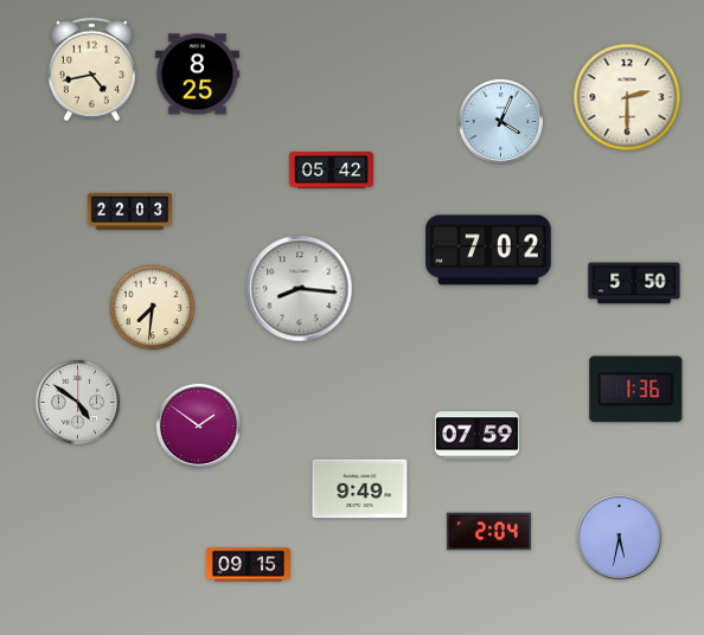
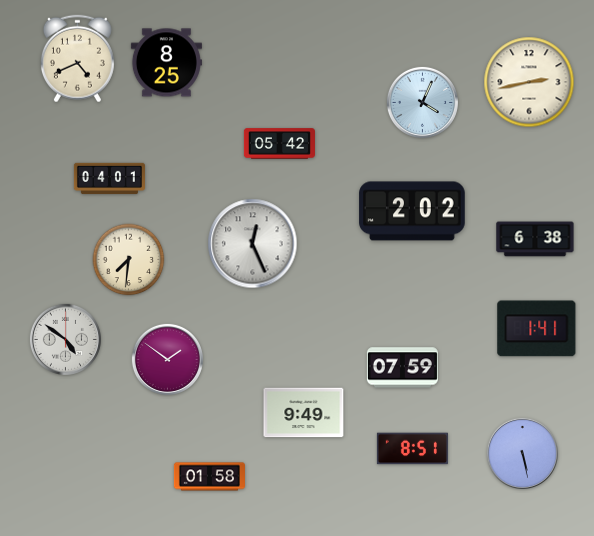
clock at (91, 70): 4:43 -> 4:41
clock at (627, 97): 2:30 -> 2:43
clock at (129, 212): 22:03 -> 04:01
clock at (488, 250): 7:02 -> 2:02
clock at (634, 283): 5:50 -> 6:38
clock at (300, 289): 8:16 -> 12:26
clock at (636, 390): 1:36 -> 1:41
clock at (488, 532): 2:04 -> 8:51
clock at (619, 537): 5:32 -> 5:28
clock at (248, 565): 09:15 -> 01:58
